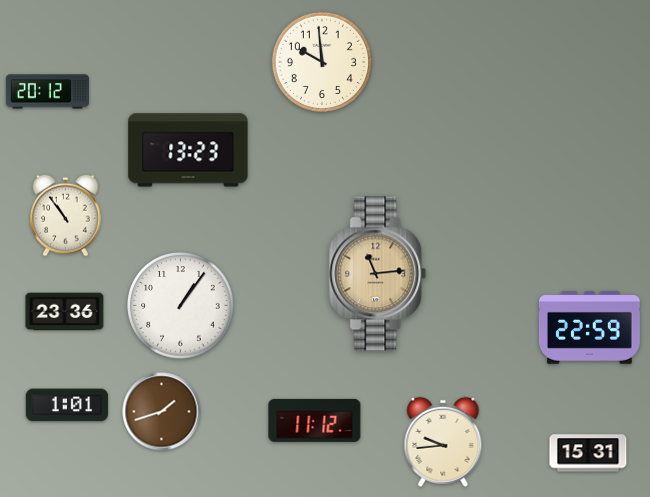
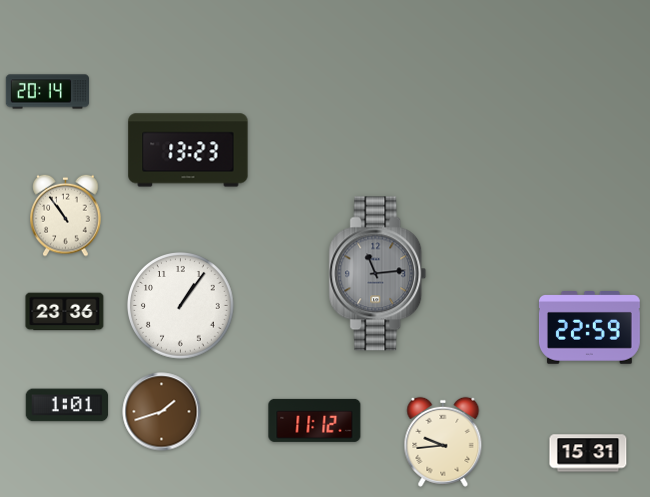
clock at (322, 62): 9:59 -> none
clock at (47, 92): 20:12 -> 20:14
clock at (378, 274) dial: champagne -> grey
